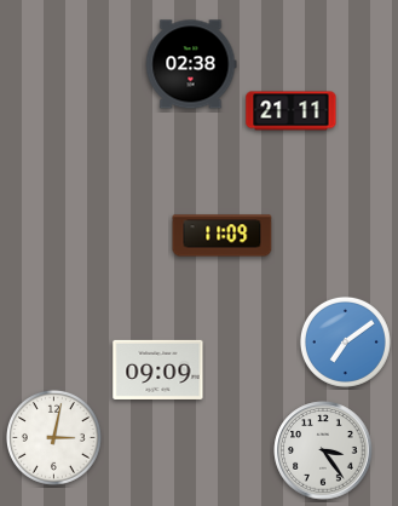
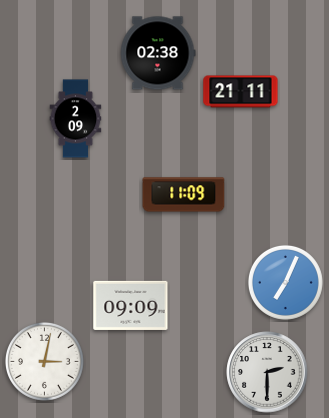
clock at (76, 119): none -> 2:09
clock at (345, 341): 7:09 -> 7:04
clock at (323, 450): 3:24 -> 2:30
